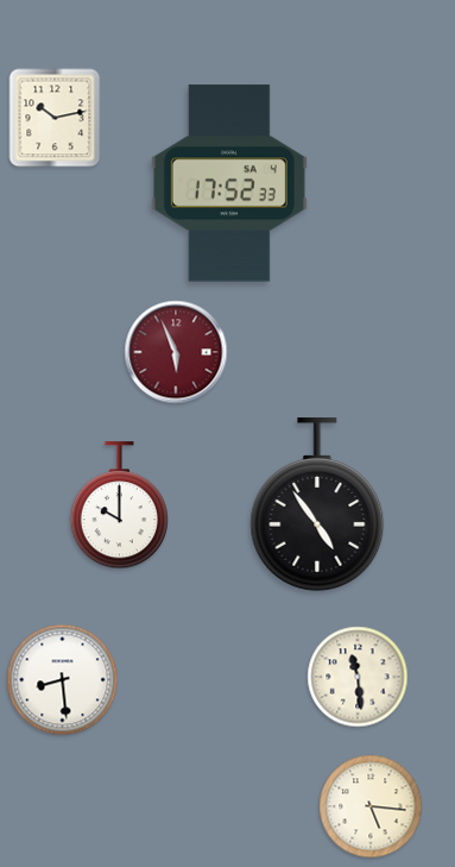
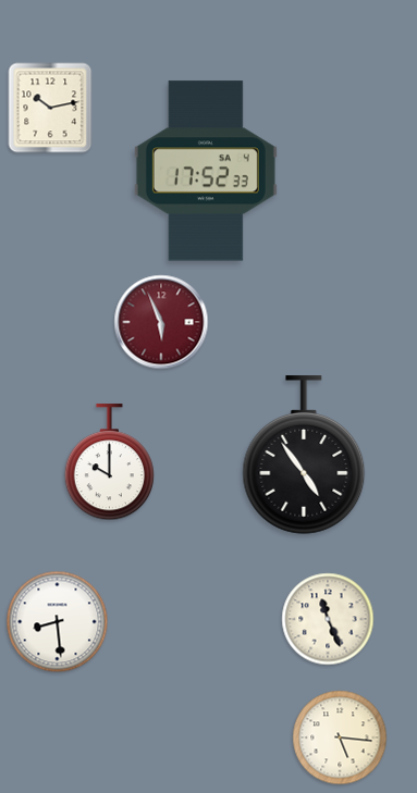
clock at (229, 183) position: (229, 183) -> (206, 171)
clock at (317, 504) position: (317, 504) -> (304, 455)
clock at (358, 677): 11:29 -> 11:26
